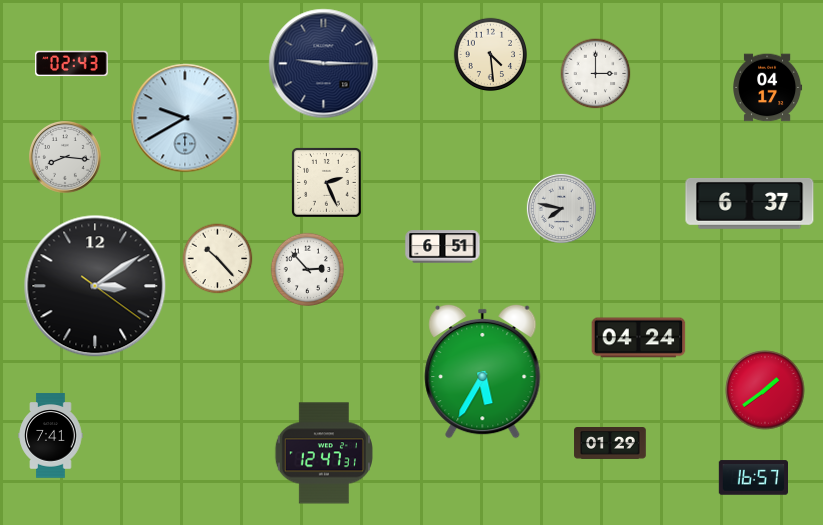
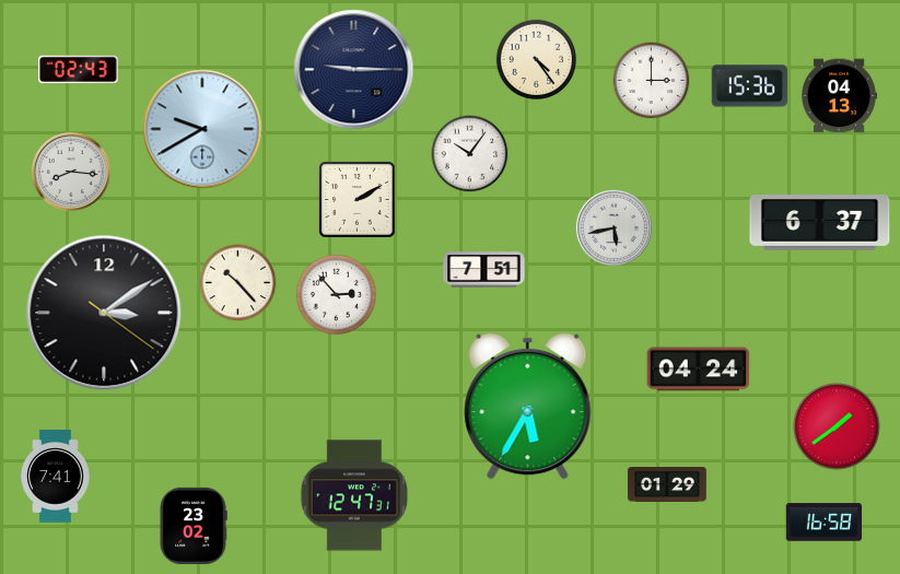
clock at (490, 54): 4:29 -> 4:24
clock at (749, 86): none -> 15:36
clock at (767, 88): 04:17 -> 04:13
clock at (470, 154): none -> 10:06
clock at (327, 183): 2:26 -> 2:10
clock at (561, 208): 7:47 -> 5:43
clock at (443, 247): 6:51 -> 7:51
clock at (754, 478): 16:57 -> 16:58
clock at (194, 526): none -> 23:02
